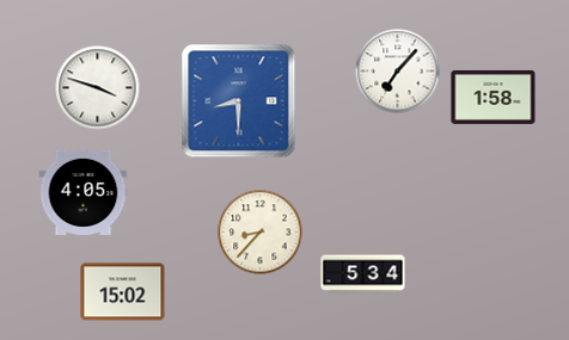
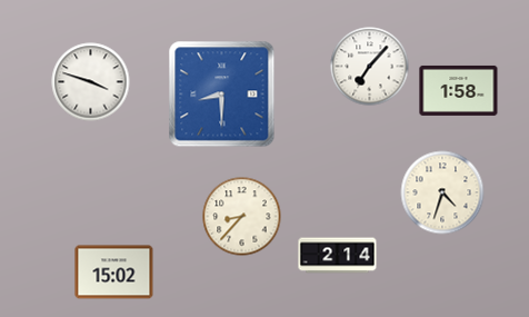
clock at (84, 192): 4:05 -> none
clock at (442, 192): none -> 4:33
clock at (363, 274): 5:34 -> 2:14
